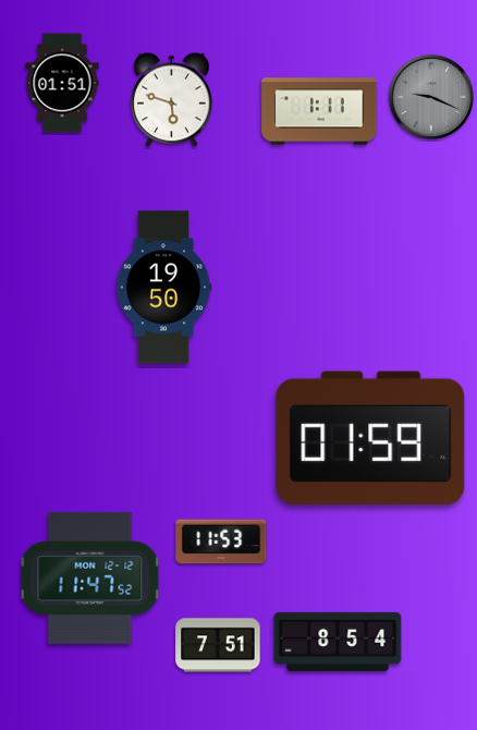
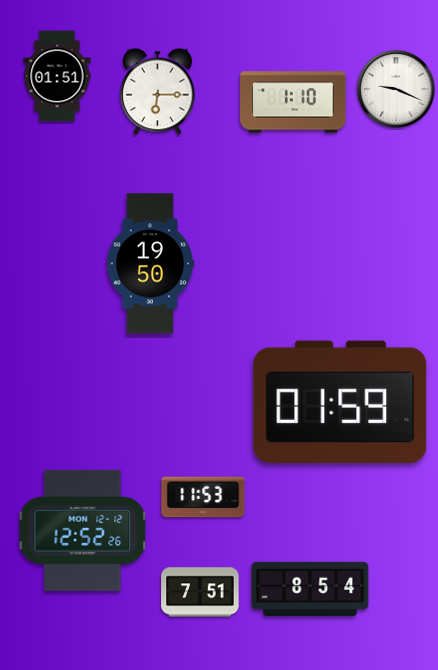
clock at (431, 97) dial: grey -> white
clock at (172, 100): 5:48 -> 6:15
clock at (319, 111): 1:11 -> 1:10
clock at (90, 577): 11:47 -> 12:52
